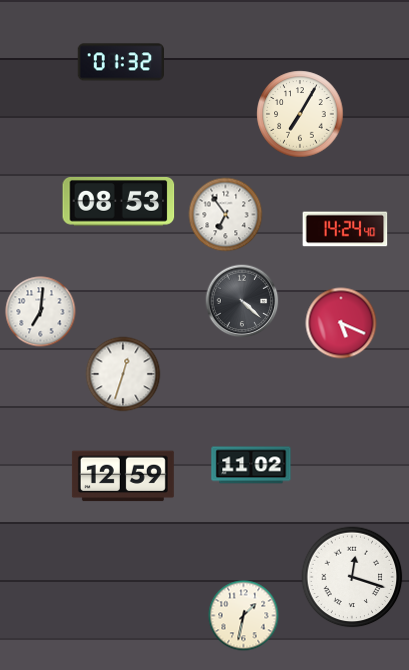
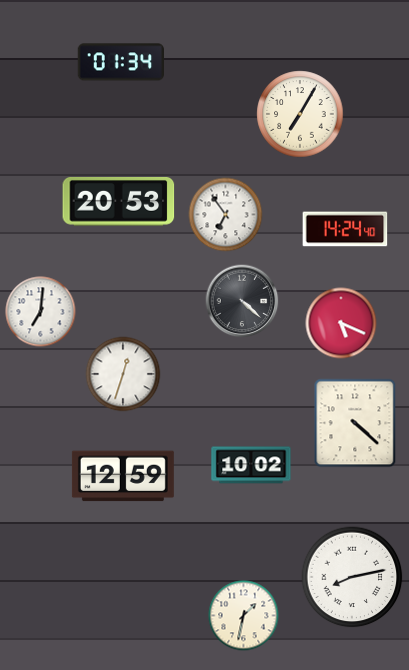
clock at (120, 62): 01:32 -> 01:34
clock at (119, 202): 08:53 -> 20:53
clock at (355, 423): none -> 4:22
clock at (251, 465): 11:02 -> 10:02
clock at (352, 577): 12:18 -> 8:13
